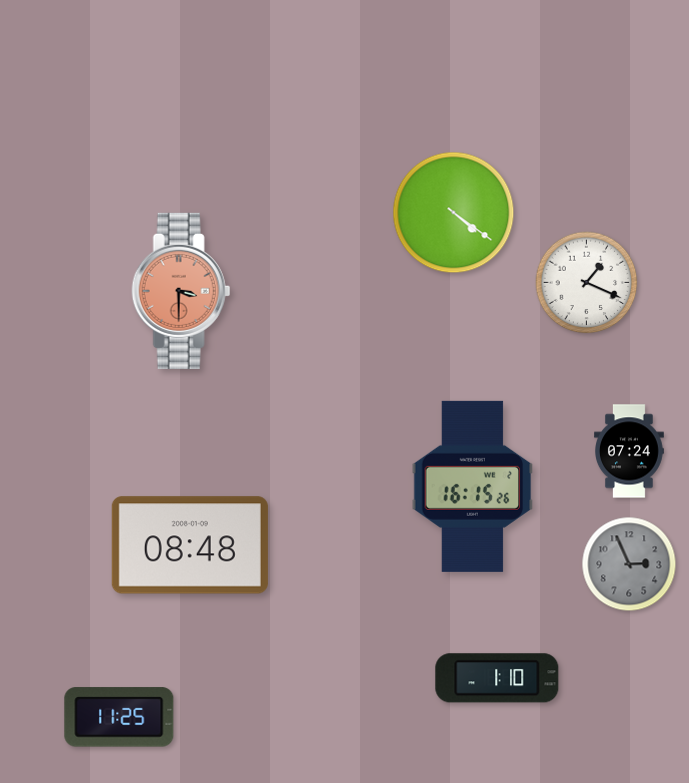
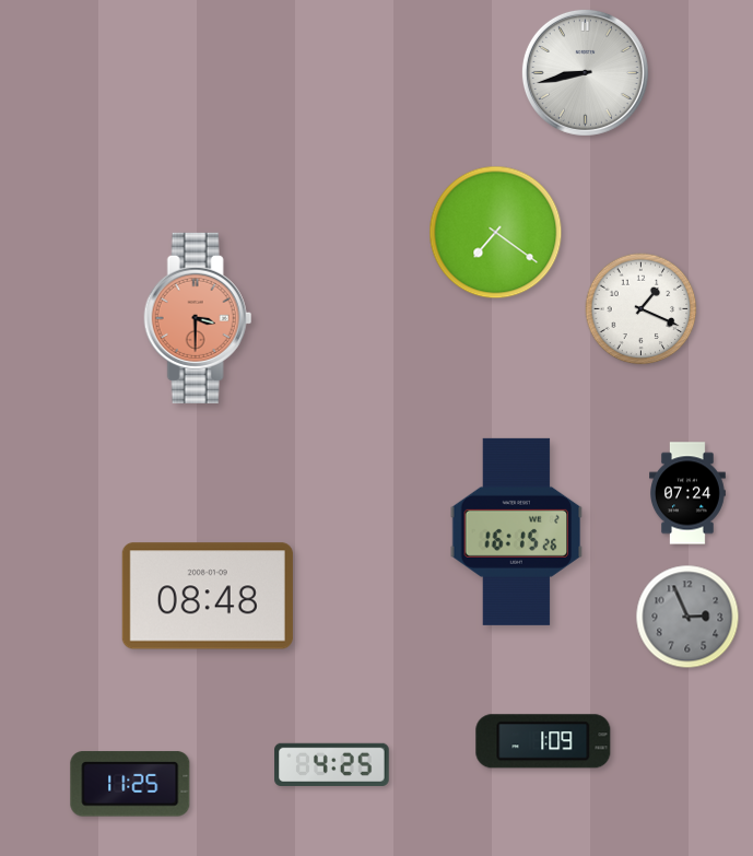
clock at (585, 72): none -> 8:43
clock at (454, 213): 4:21 -> 7:21
clock at (497, 678): 1:10 -> 1:09
clock at (332, 764): none -> 4:25
